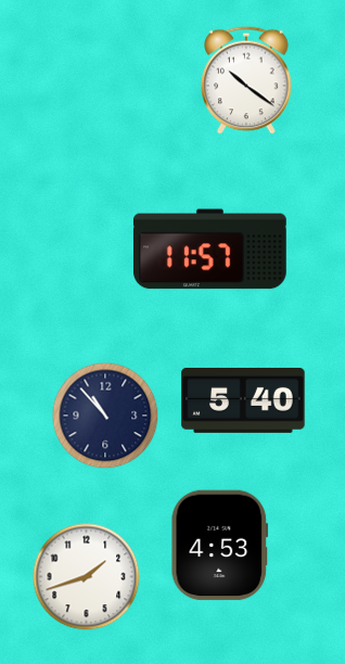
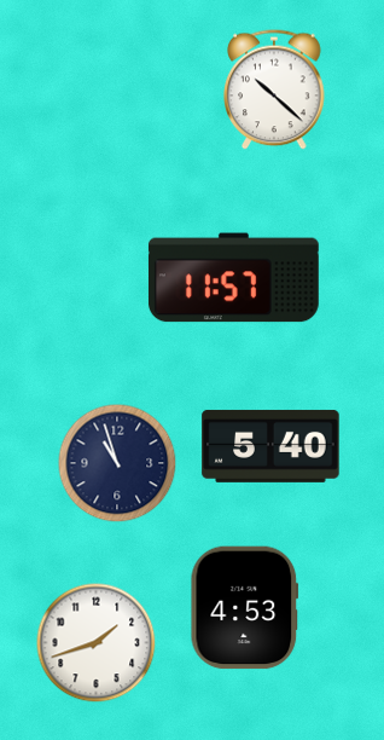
clock at (246, 80): 10:21 -> 10:22
clock at (105, 416): 10:53 -> 10:57
